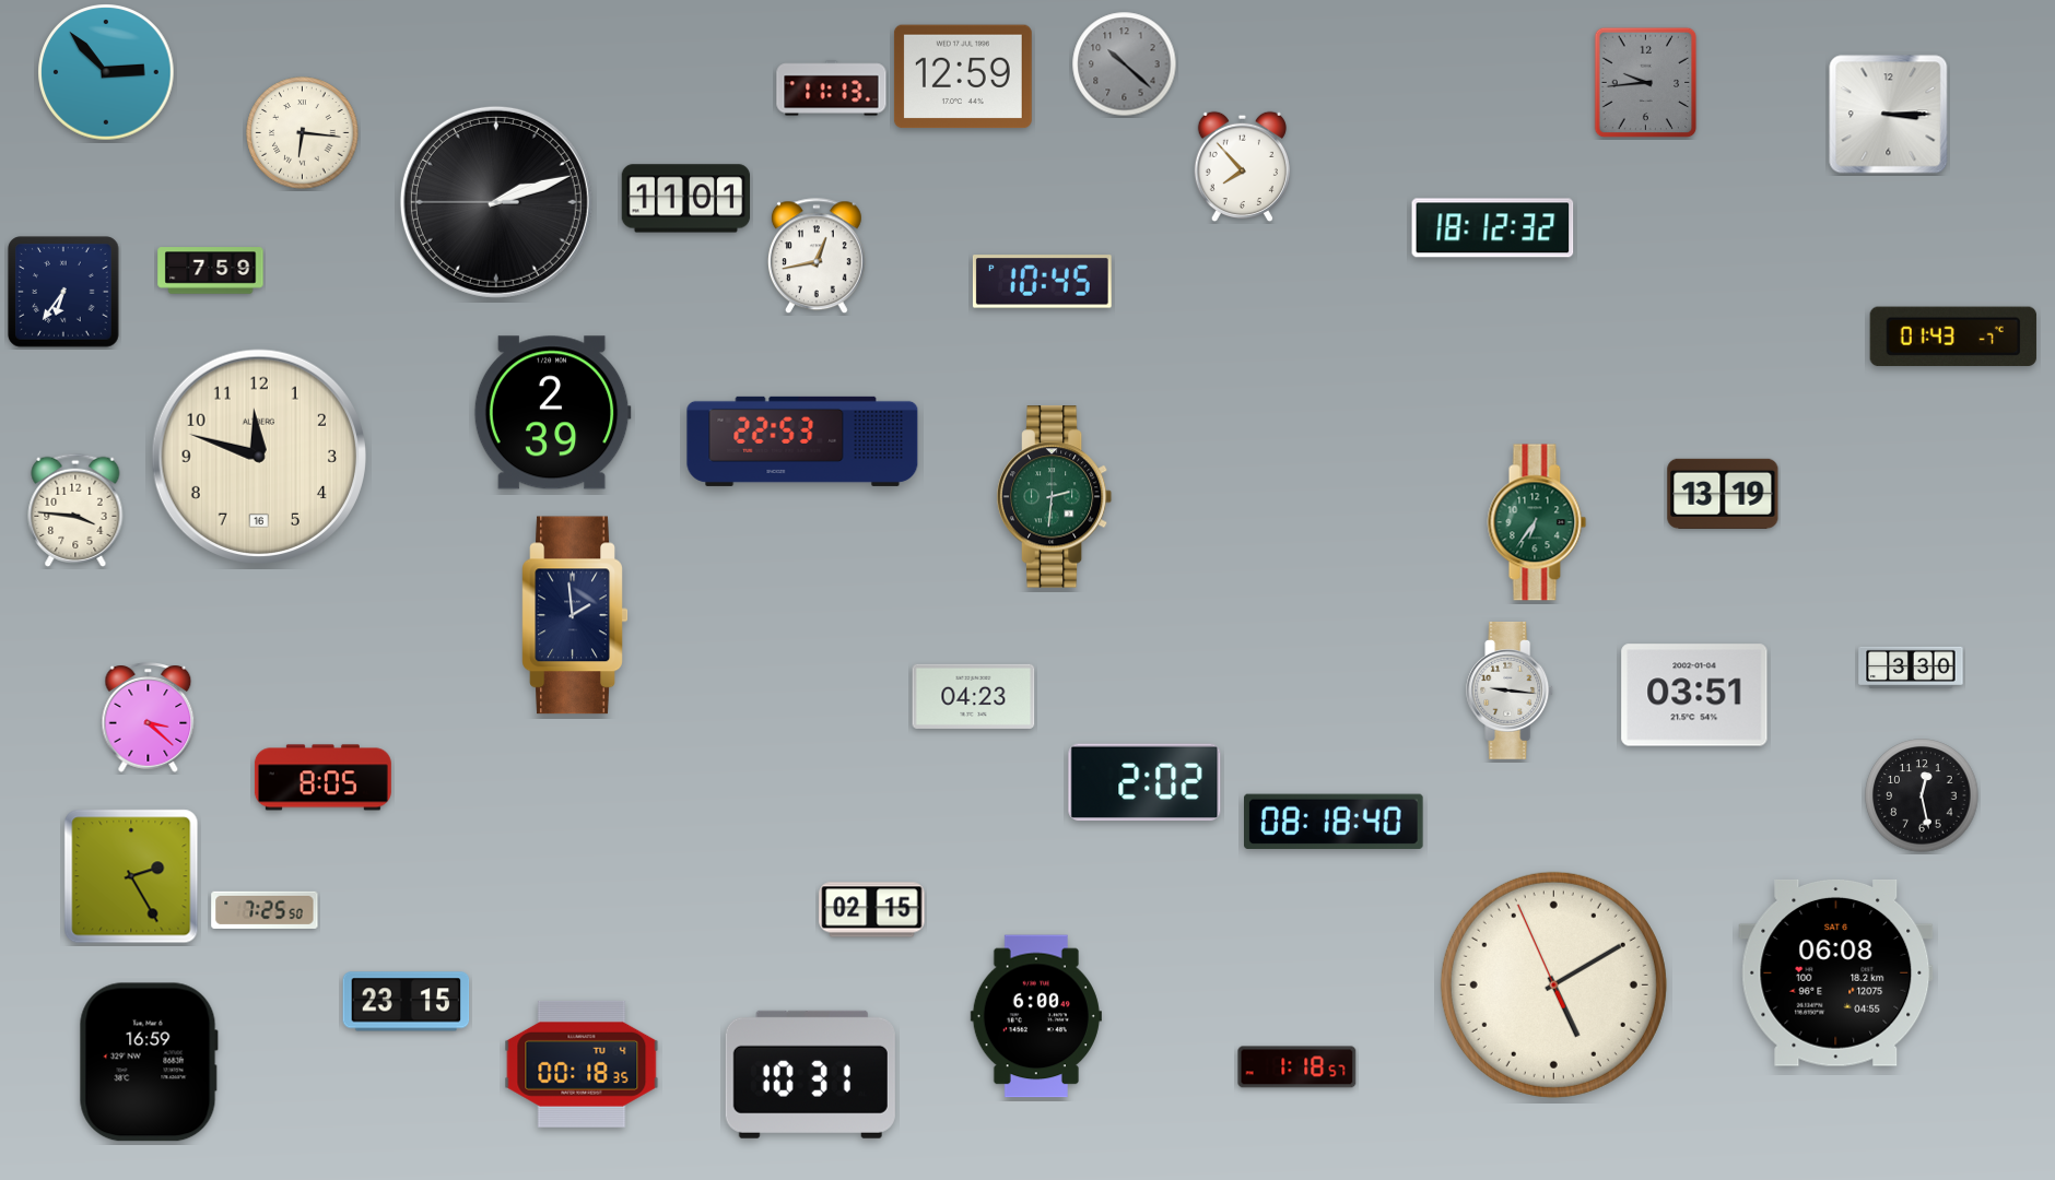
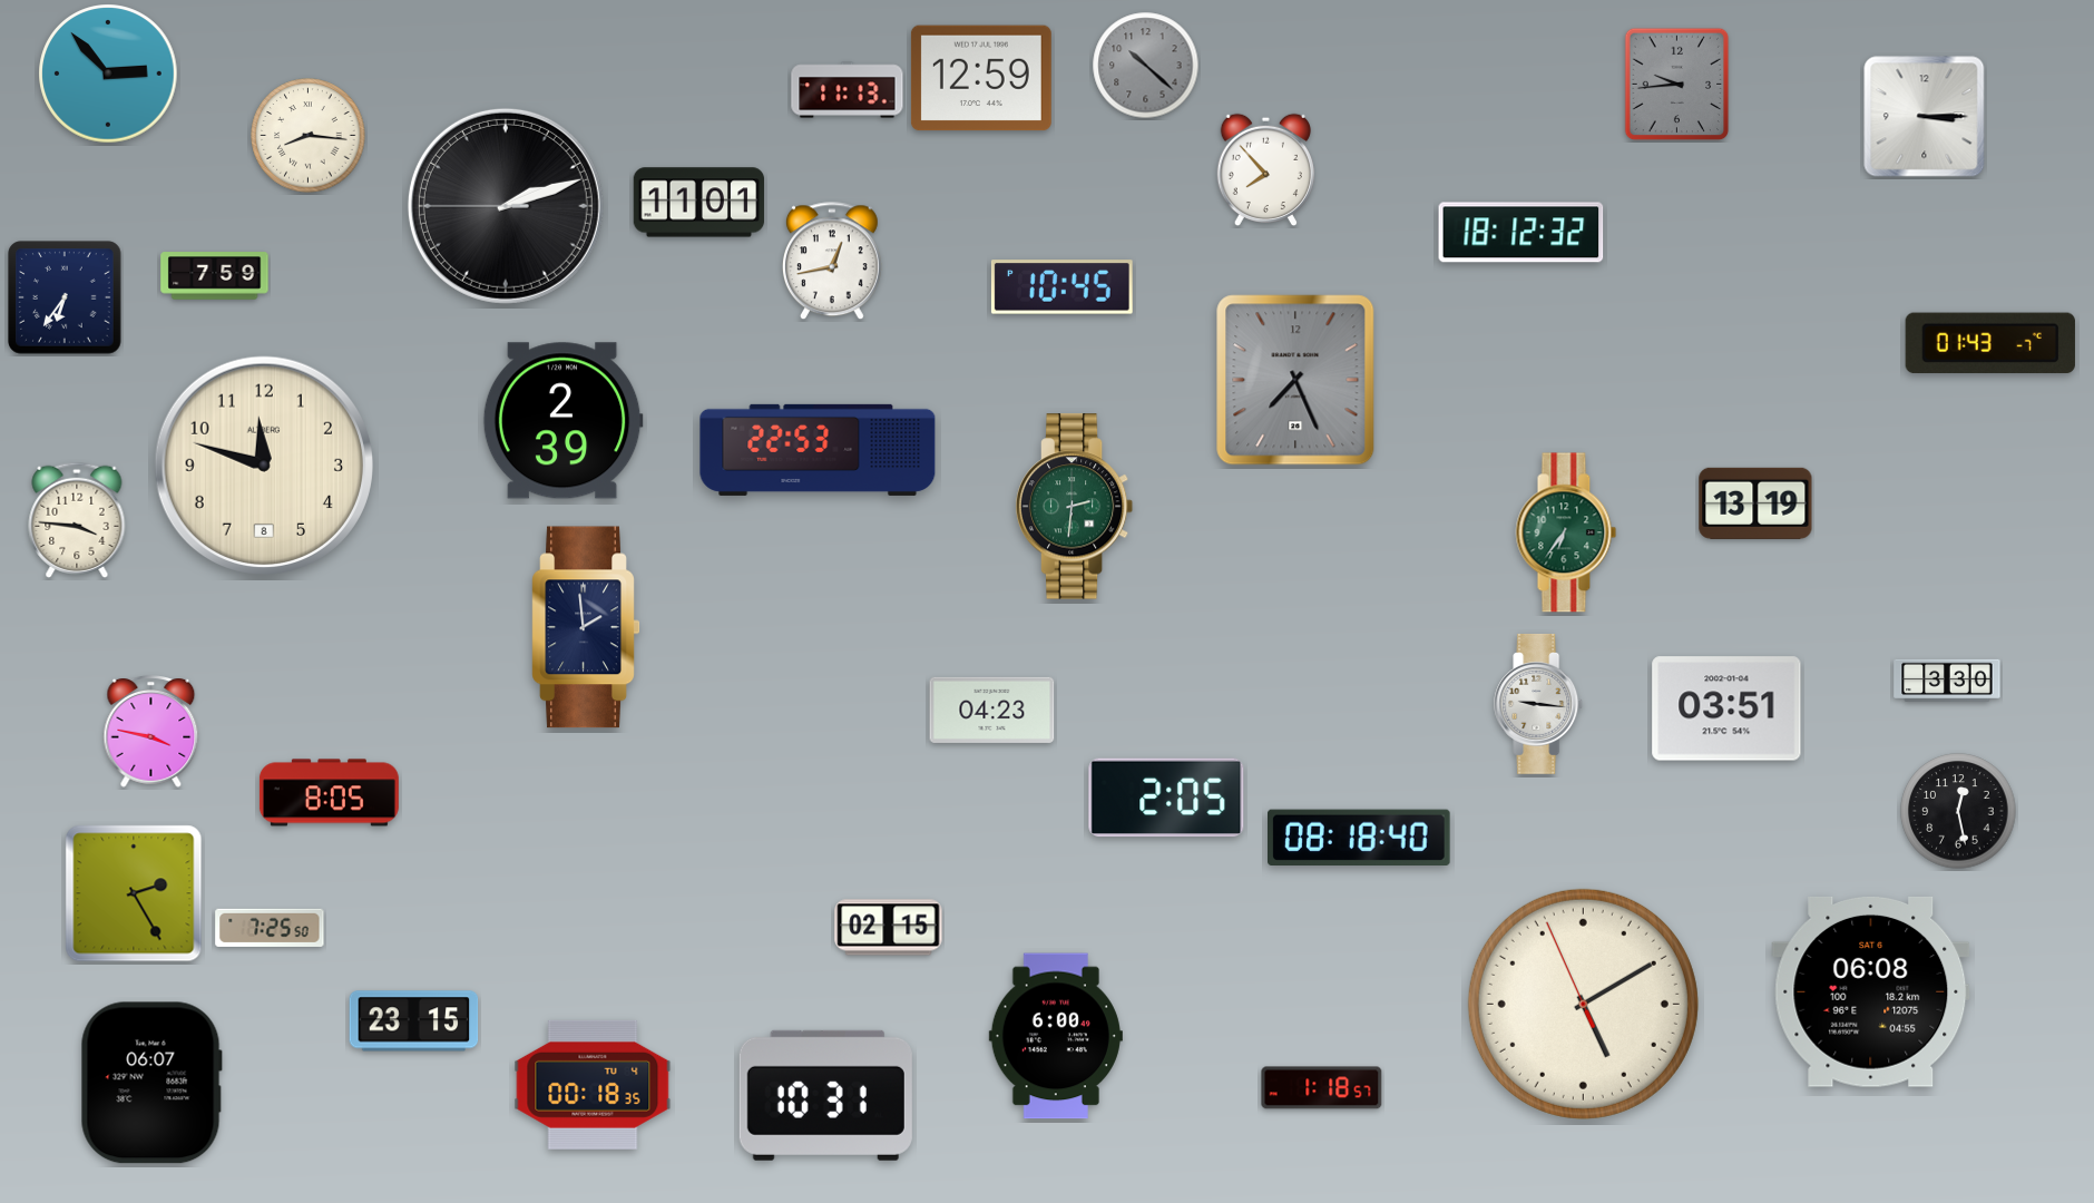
clock at (303, 133): 6:16 -> 8:16
clock at (1295, 380): none -> 7:26
clock at (259, 457) date: 16 -> 8
clock at (149, 718): 3:22 -> 3:47
clock at (1144, 782): 2:02 -> 2:05
clock at (149, 1062): 16:59 -> 06:07
